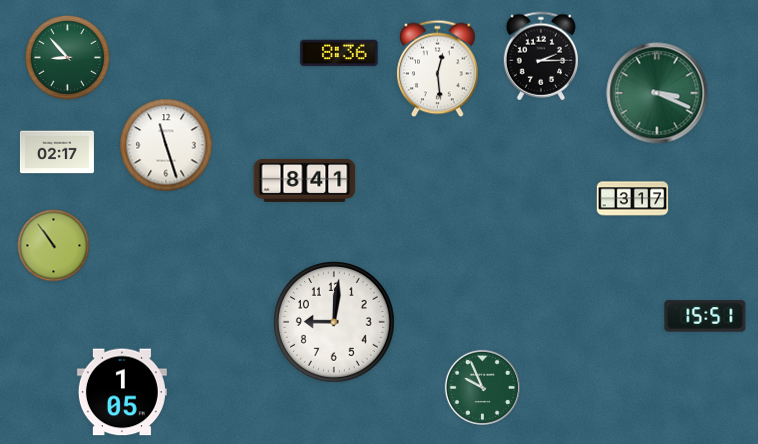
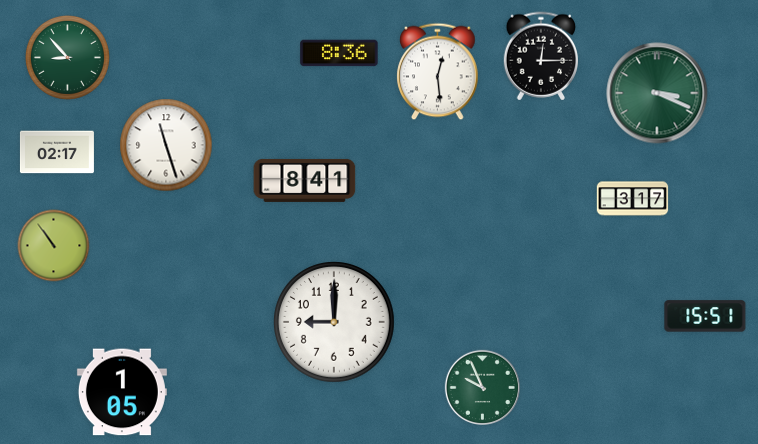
clock at (540, 56): 2:15 -> 12:15
clock at (438, 69) position: (438, 69) -> (438, 72)
clock at (335, 323): 9:01 -> 9:00
